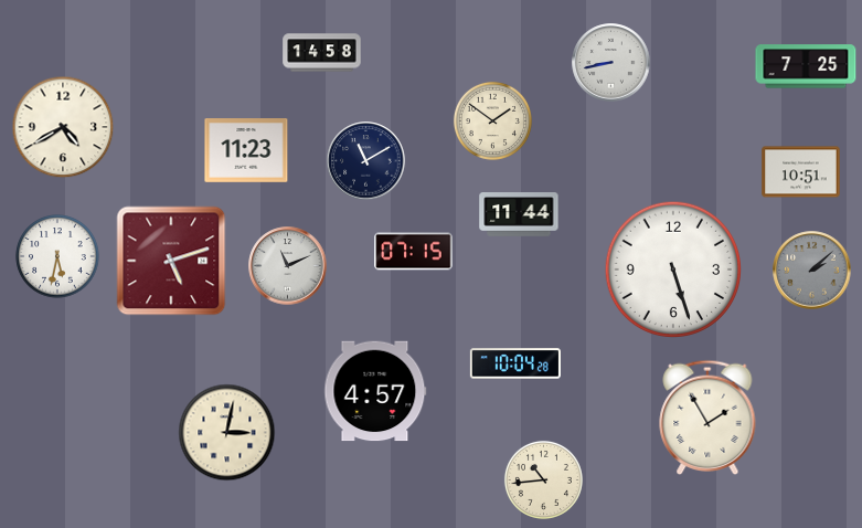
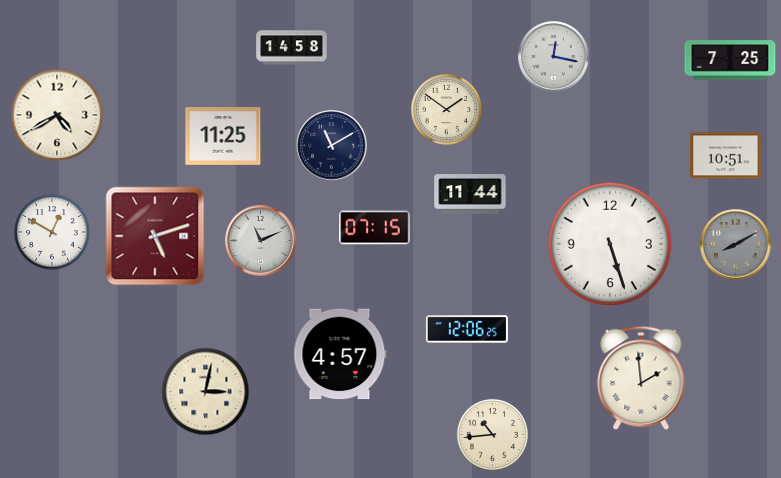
clock at (611, 63): 8:43 -> 12:17
clock at (246, 151): 11:23 -> 11:25
clock at (57, 256): 5:32 -> 12:50
clock at (812, 271): 2:08 -> 8:10
clock at (515, 363): 10:04 -> 12:06
clock at (707, 416): 1:55 -> 1:59
